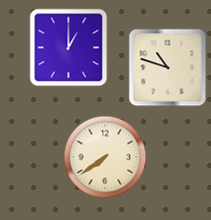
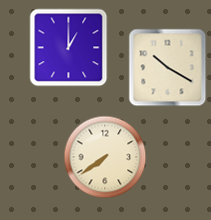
clock at (167, 67): 10:48 -> 10:20
